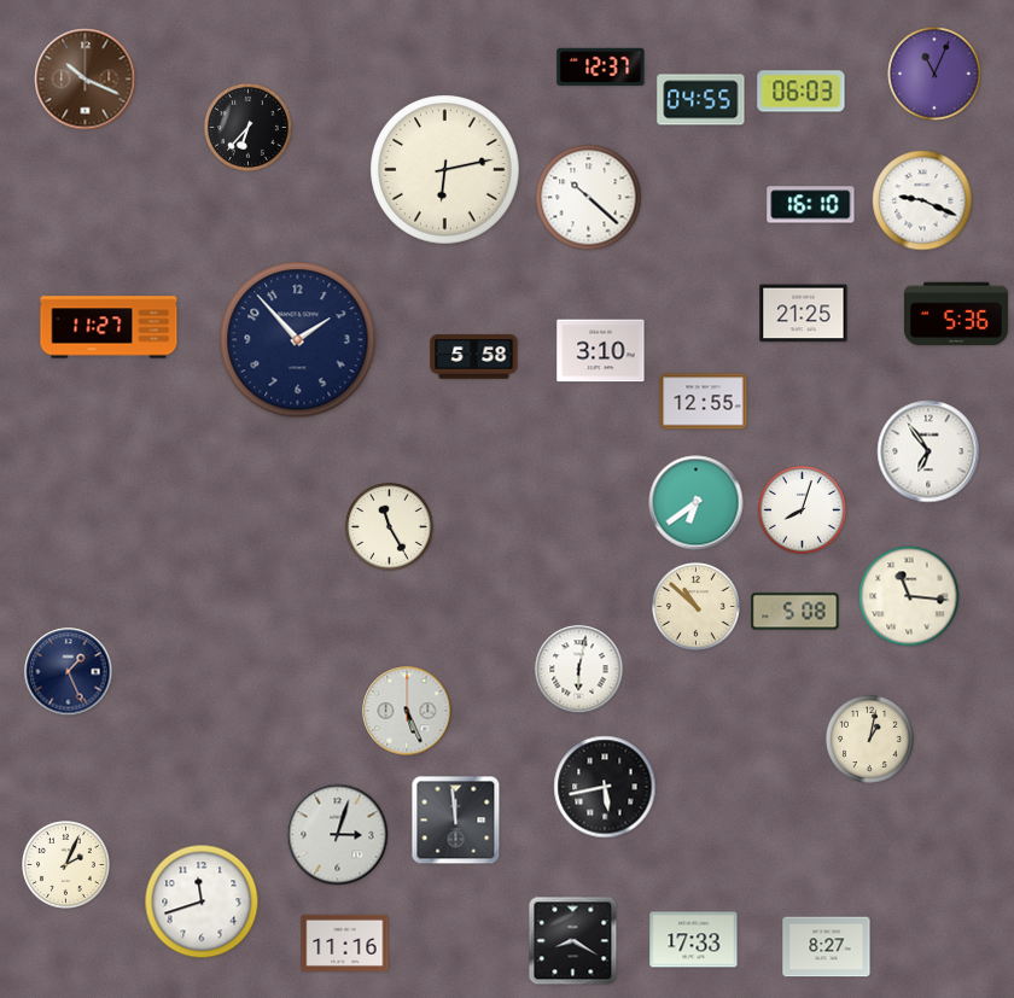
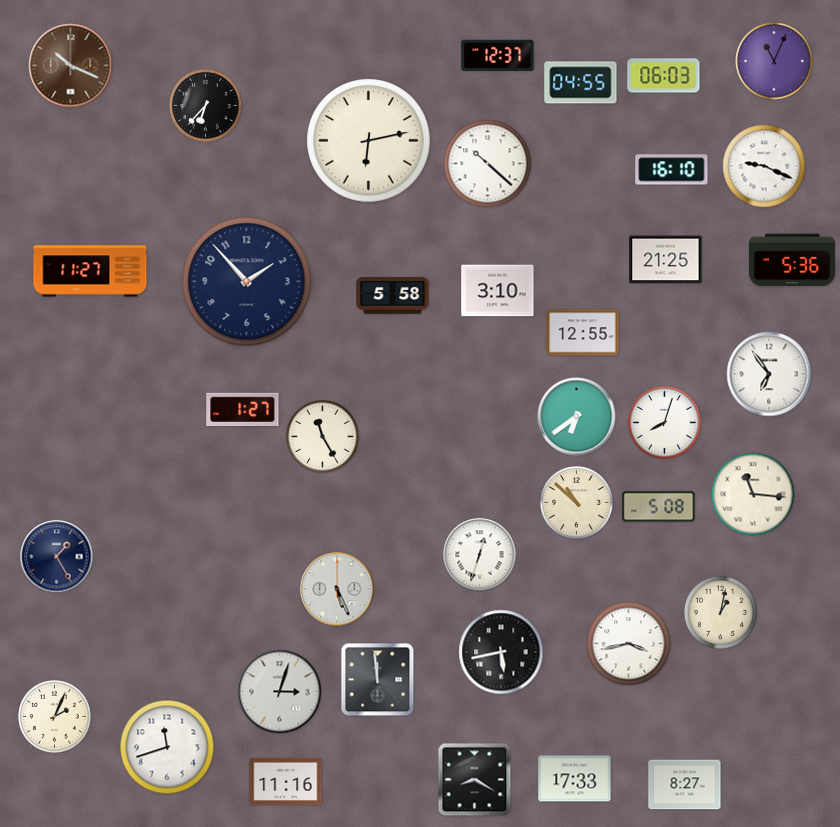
clock at (243, 409): none -> 1:27
clock at (579, 670): 6:02 -> 12:33
clock at (69, 672): 1:26 -> 1:25
clock at (629, 644): none -> 3:43
